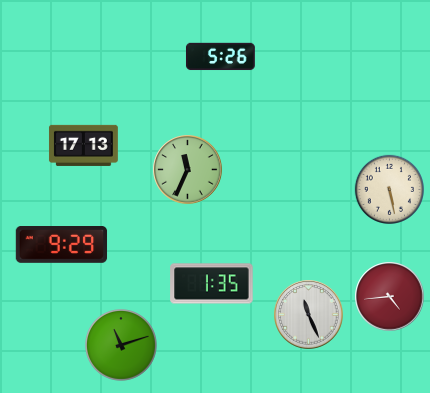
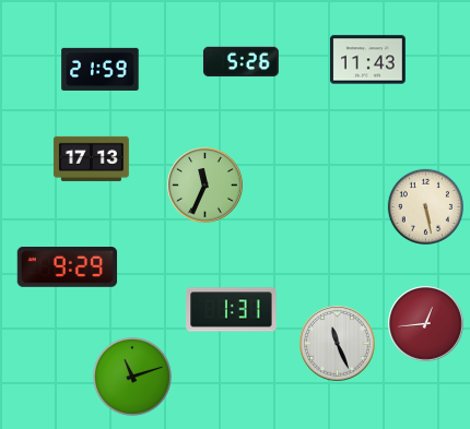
clock at (367, 60): none -> 11:43
clock at (101, 69): none -> 21:59
clock at (212, 284): 1:35 -> 1:31
clock at (390, 297): 4:44 -> 12:44
